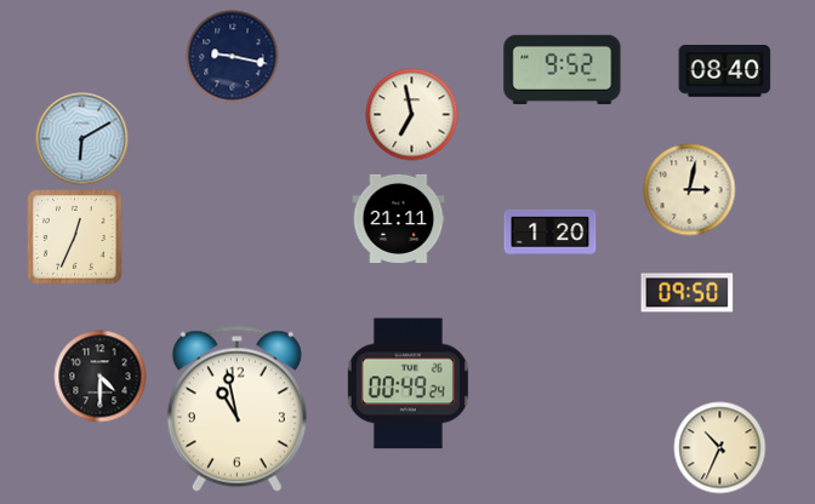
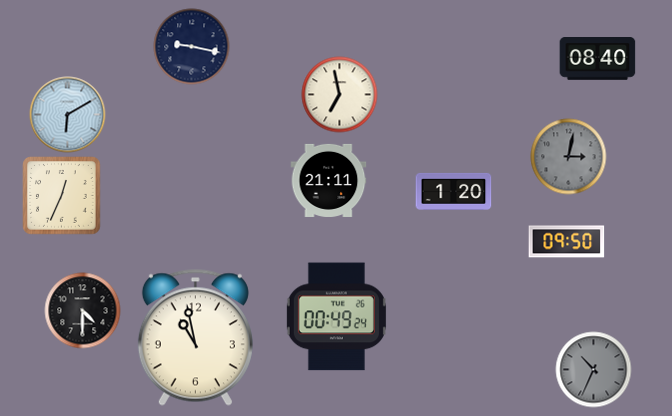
clock at (563, 69): 9:52 -> none
clock at (690, 190) dial: cream -> grey
clock at (720, 448) dial: cream -> grey
